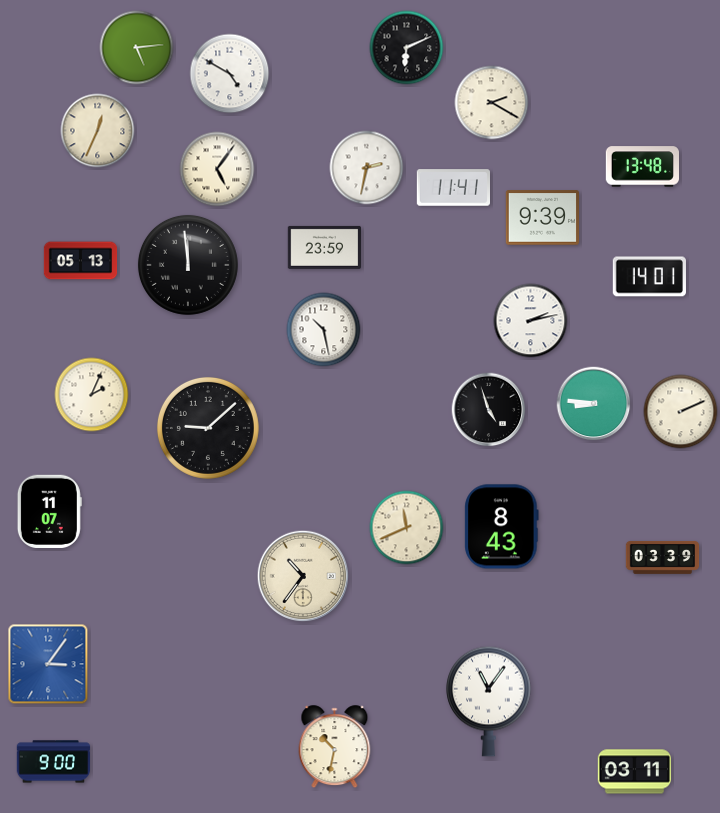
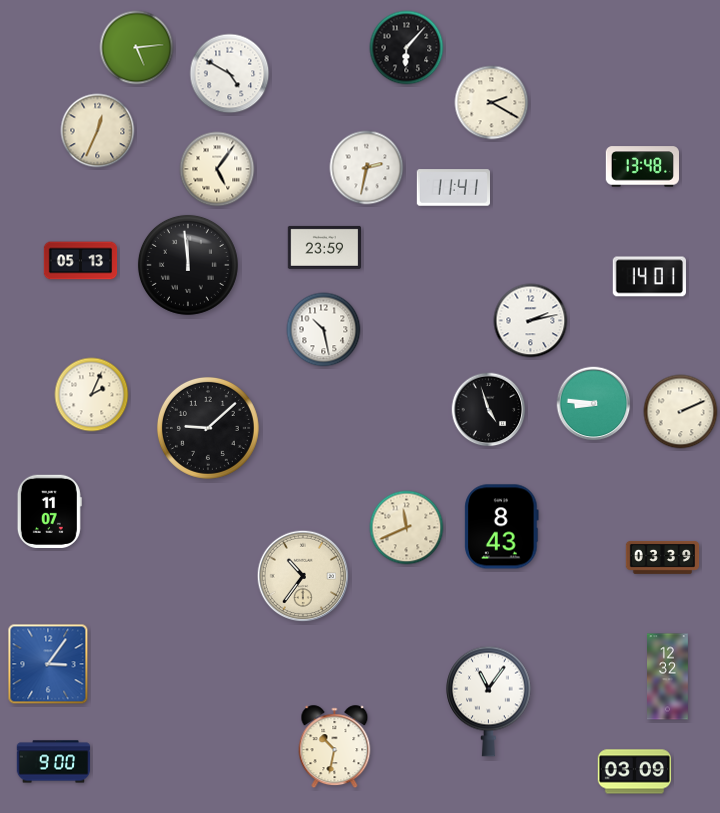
clock at (407, 48): 6:11 -> 6:07
clock at (542, 218): 9:39 -> none
clock at (668, 677): none -> 12:32
clock at (635, 772): 03:11 -> 03:09
